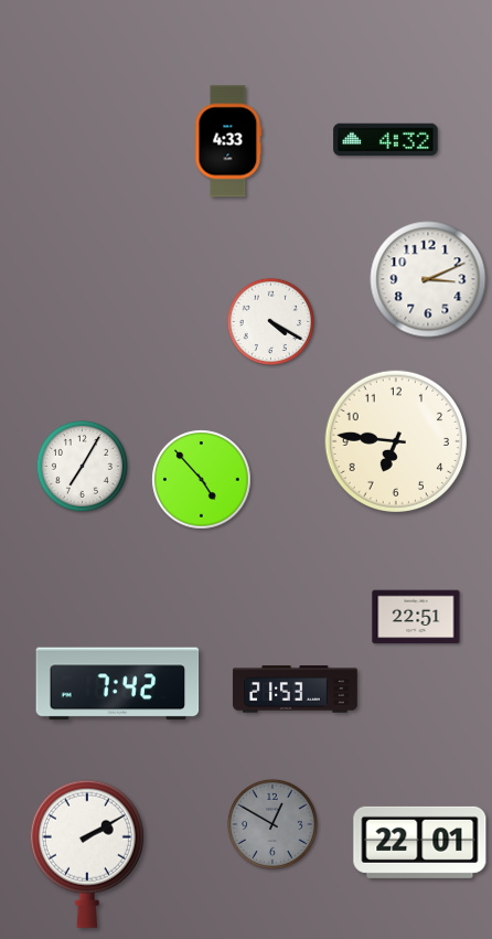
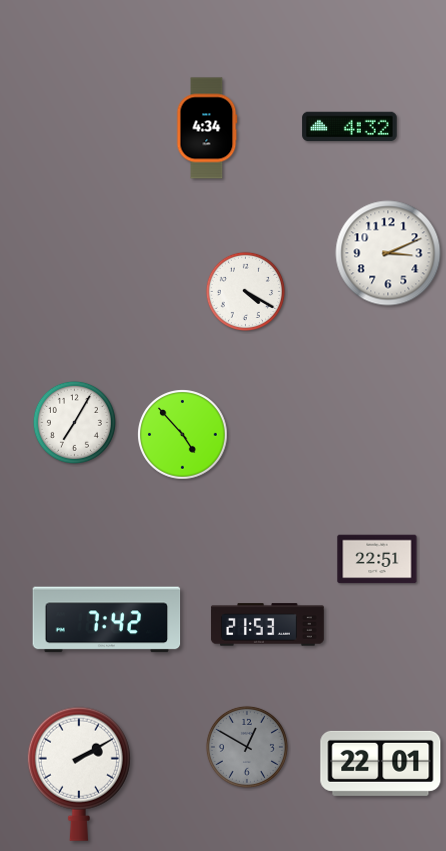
clock at (228, 141): 4:33 -> 4:34
clock at (395, 440): 6:46 -> none
